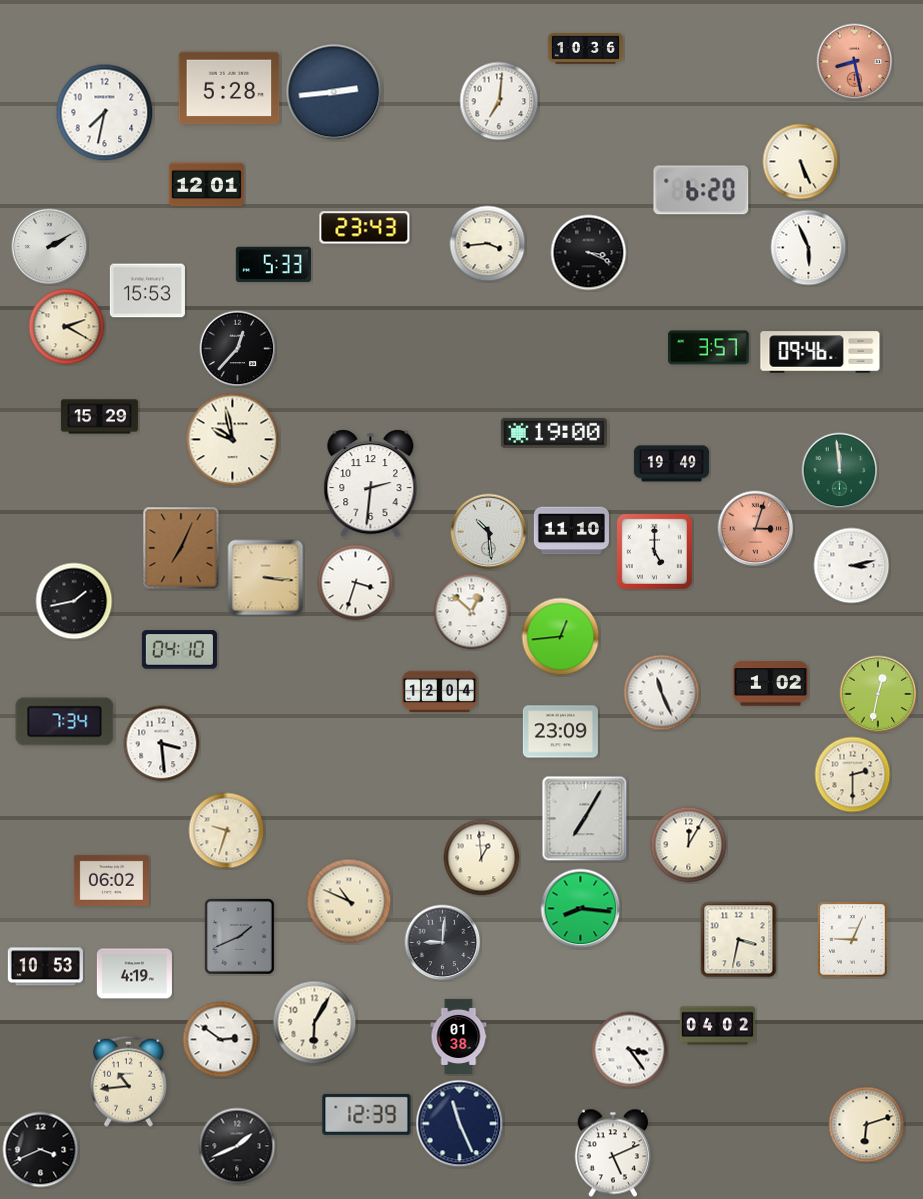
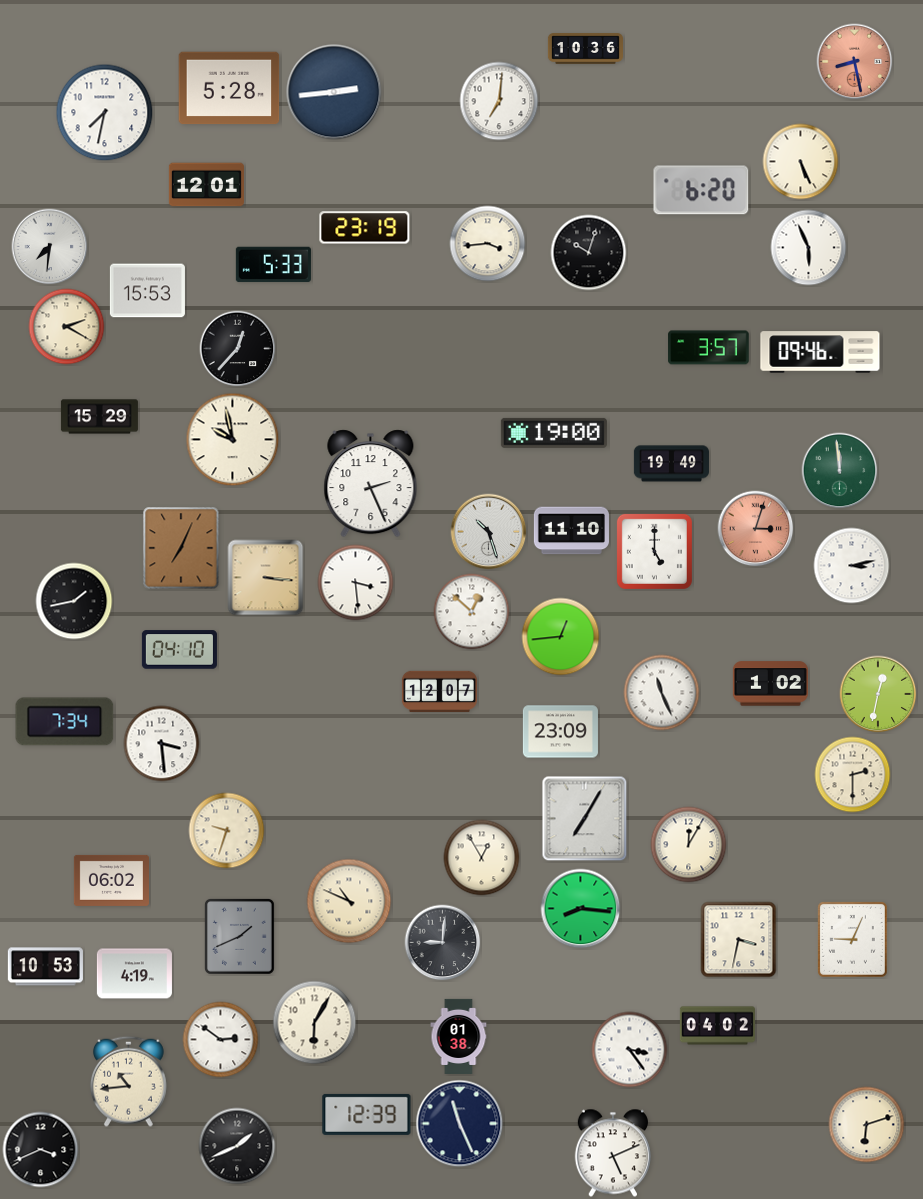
clock at (365, 228): 23:43 -> 23:19
clock at (50, 247): 2:10 -> 7:31
clock at (589, 253): 3:19 -> 10:03
clock at (371, 484): 2:31 -> 2:26
clock at (489, 532): 10:29 -> 10:27
clock at (356, 583): 3:33 -> 3:29
clock at (439, 692): 12:04 -> 12:07
clock at (482, 858): 12:59 -> 12:55
